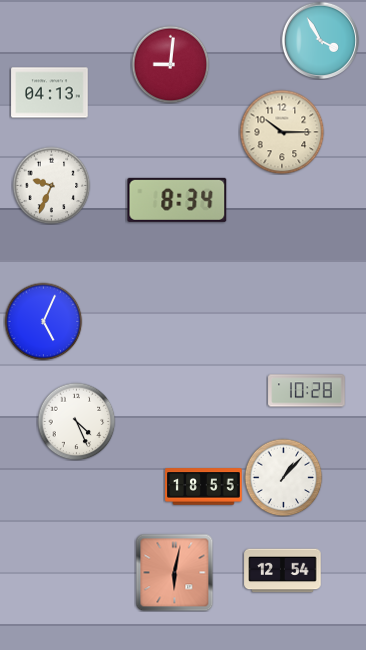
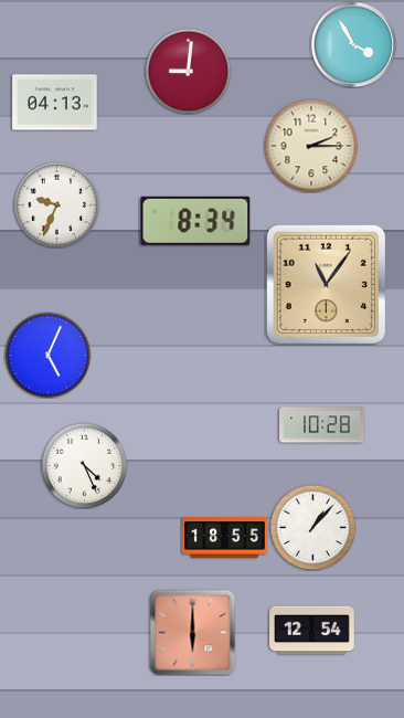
clock at (282, 132): 10:15 -> 2:15
clock at (326, 284): none -> 11:06
clock at (307, 391) position: (307, 391) -> (322, 425)
clock at (174, 572): 6:02 -> 6:00
